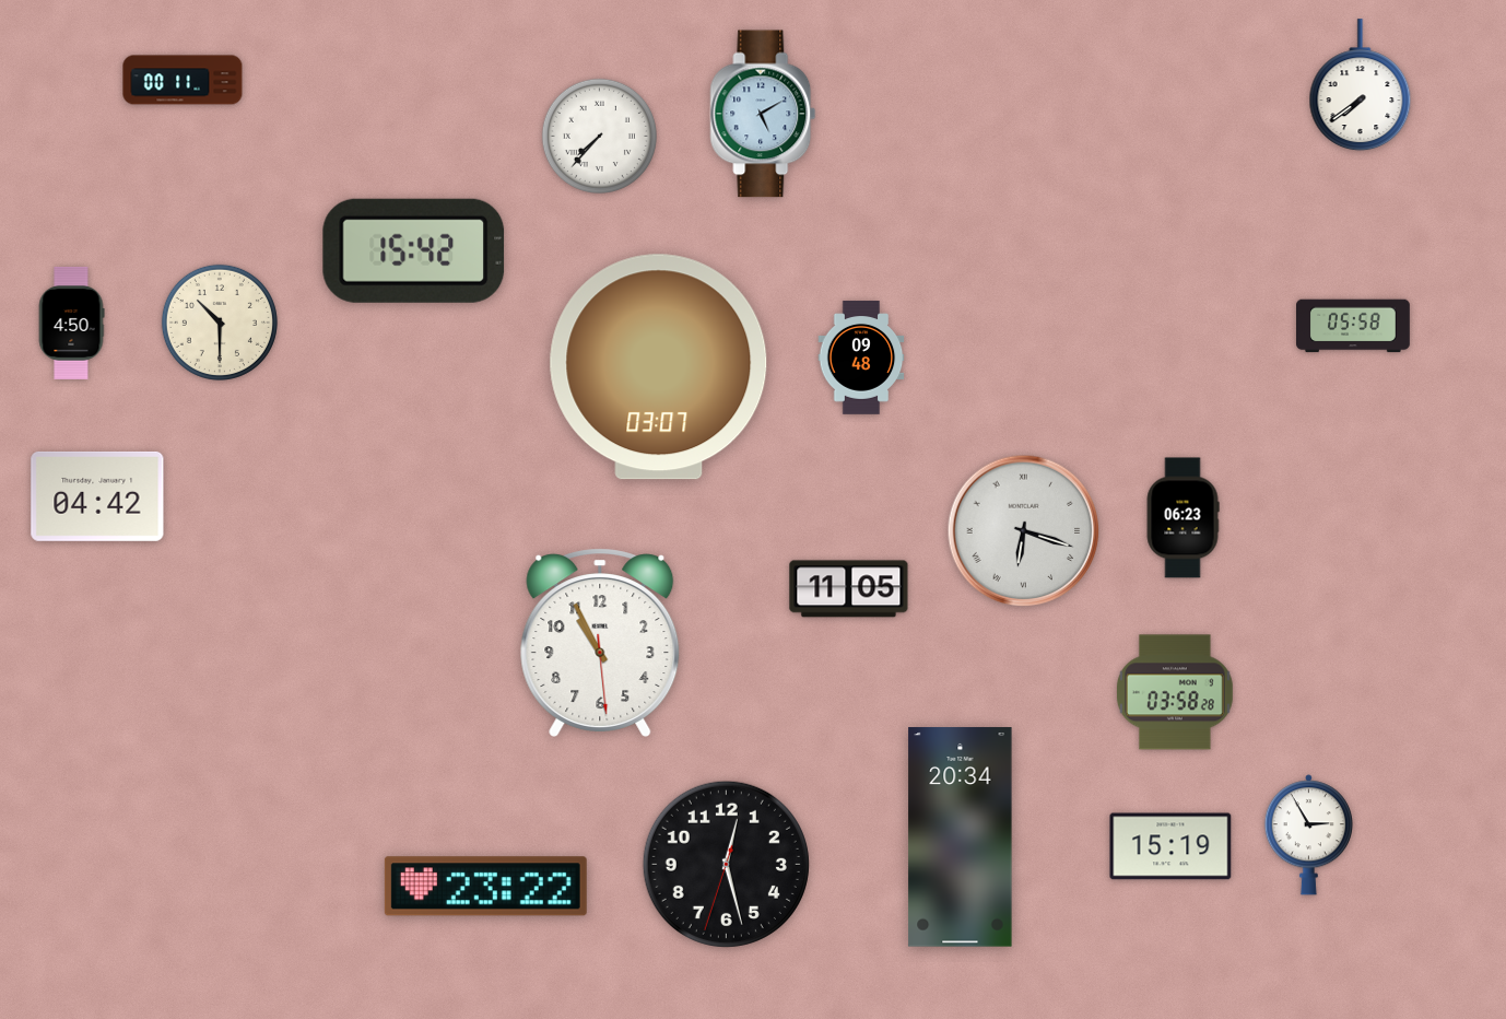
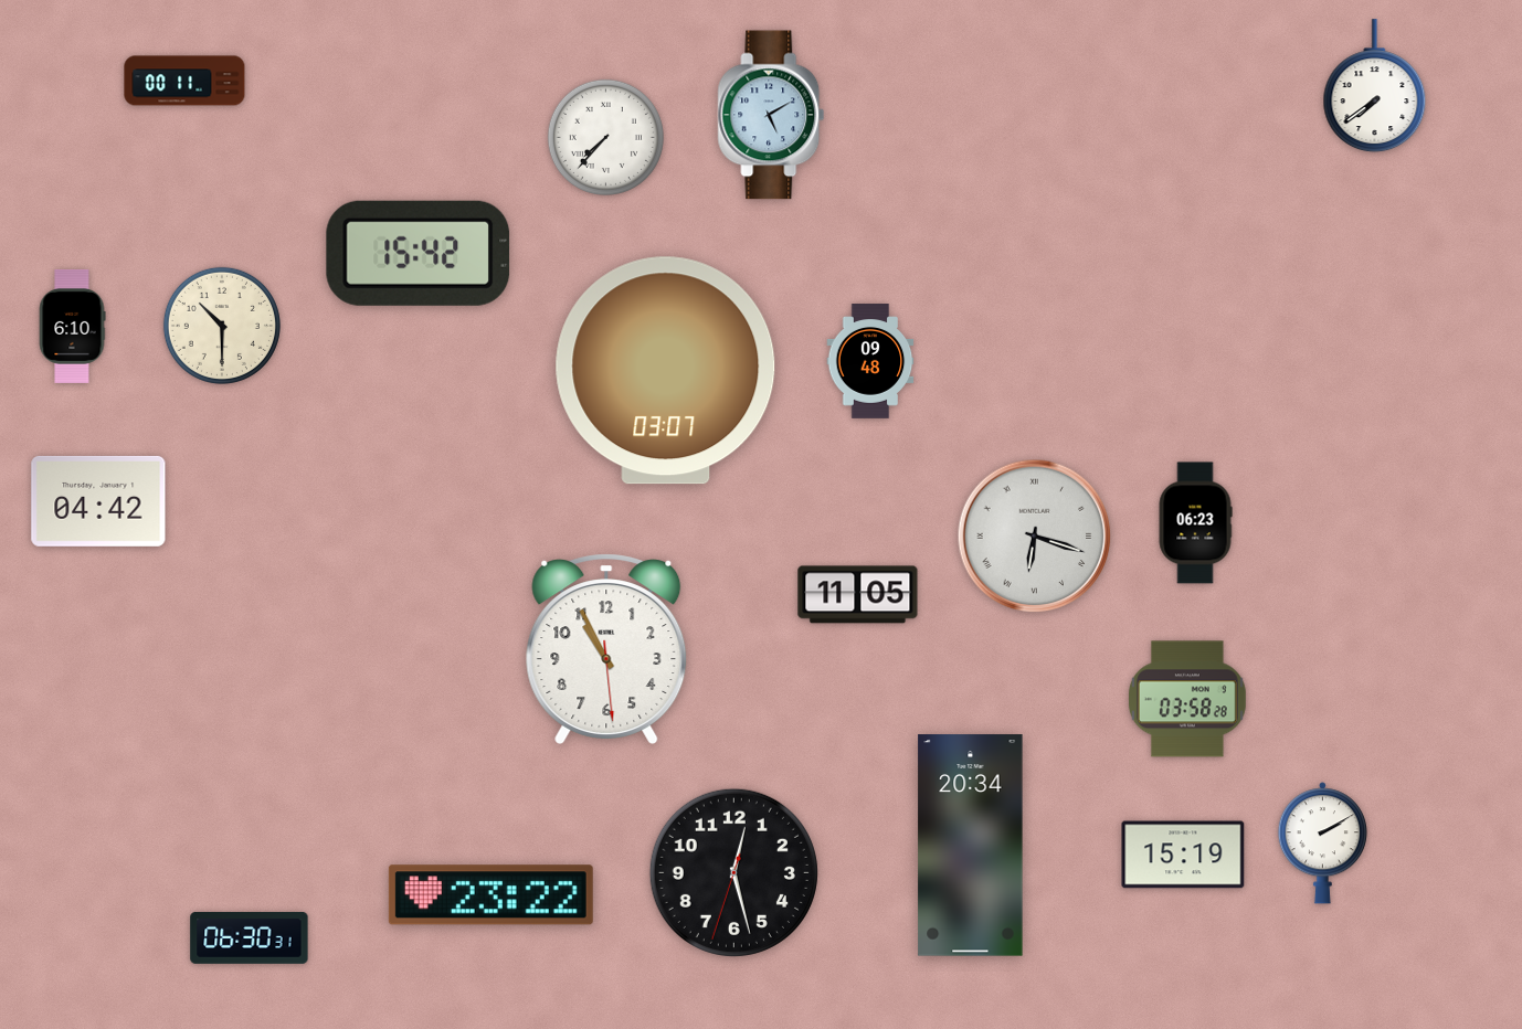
clock at (71, 323): 4:50 -> 6:10
clock at (1354, 326): 05:58 -> none
clock at (1308, 835): 2:55 -> 2:10
clock at (250, 937): none -> 06:30
